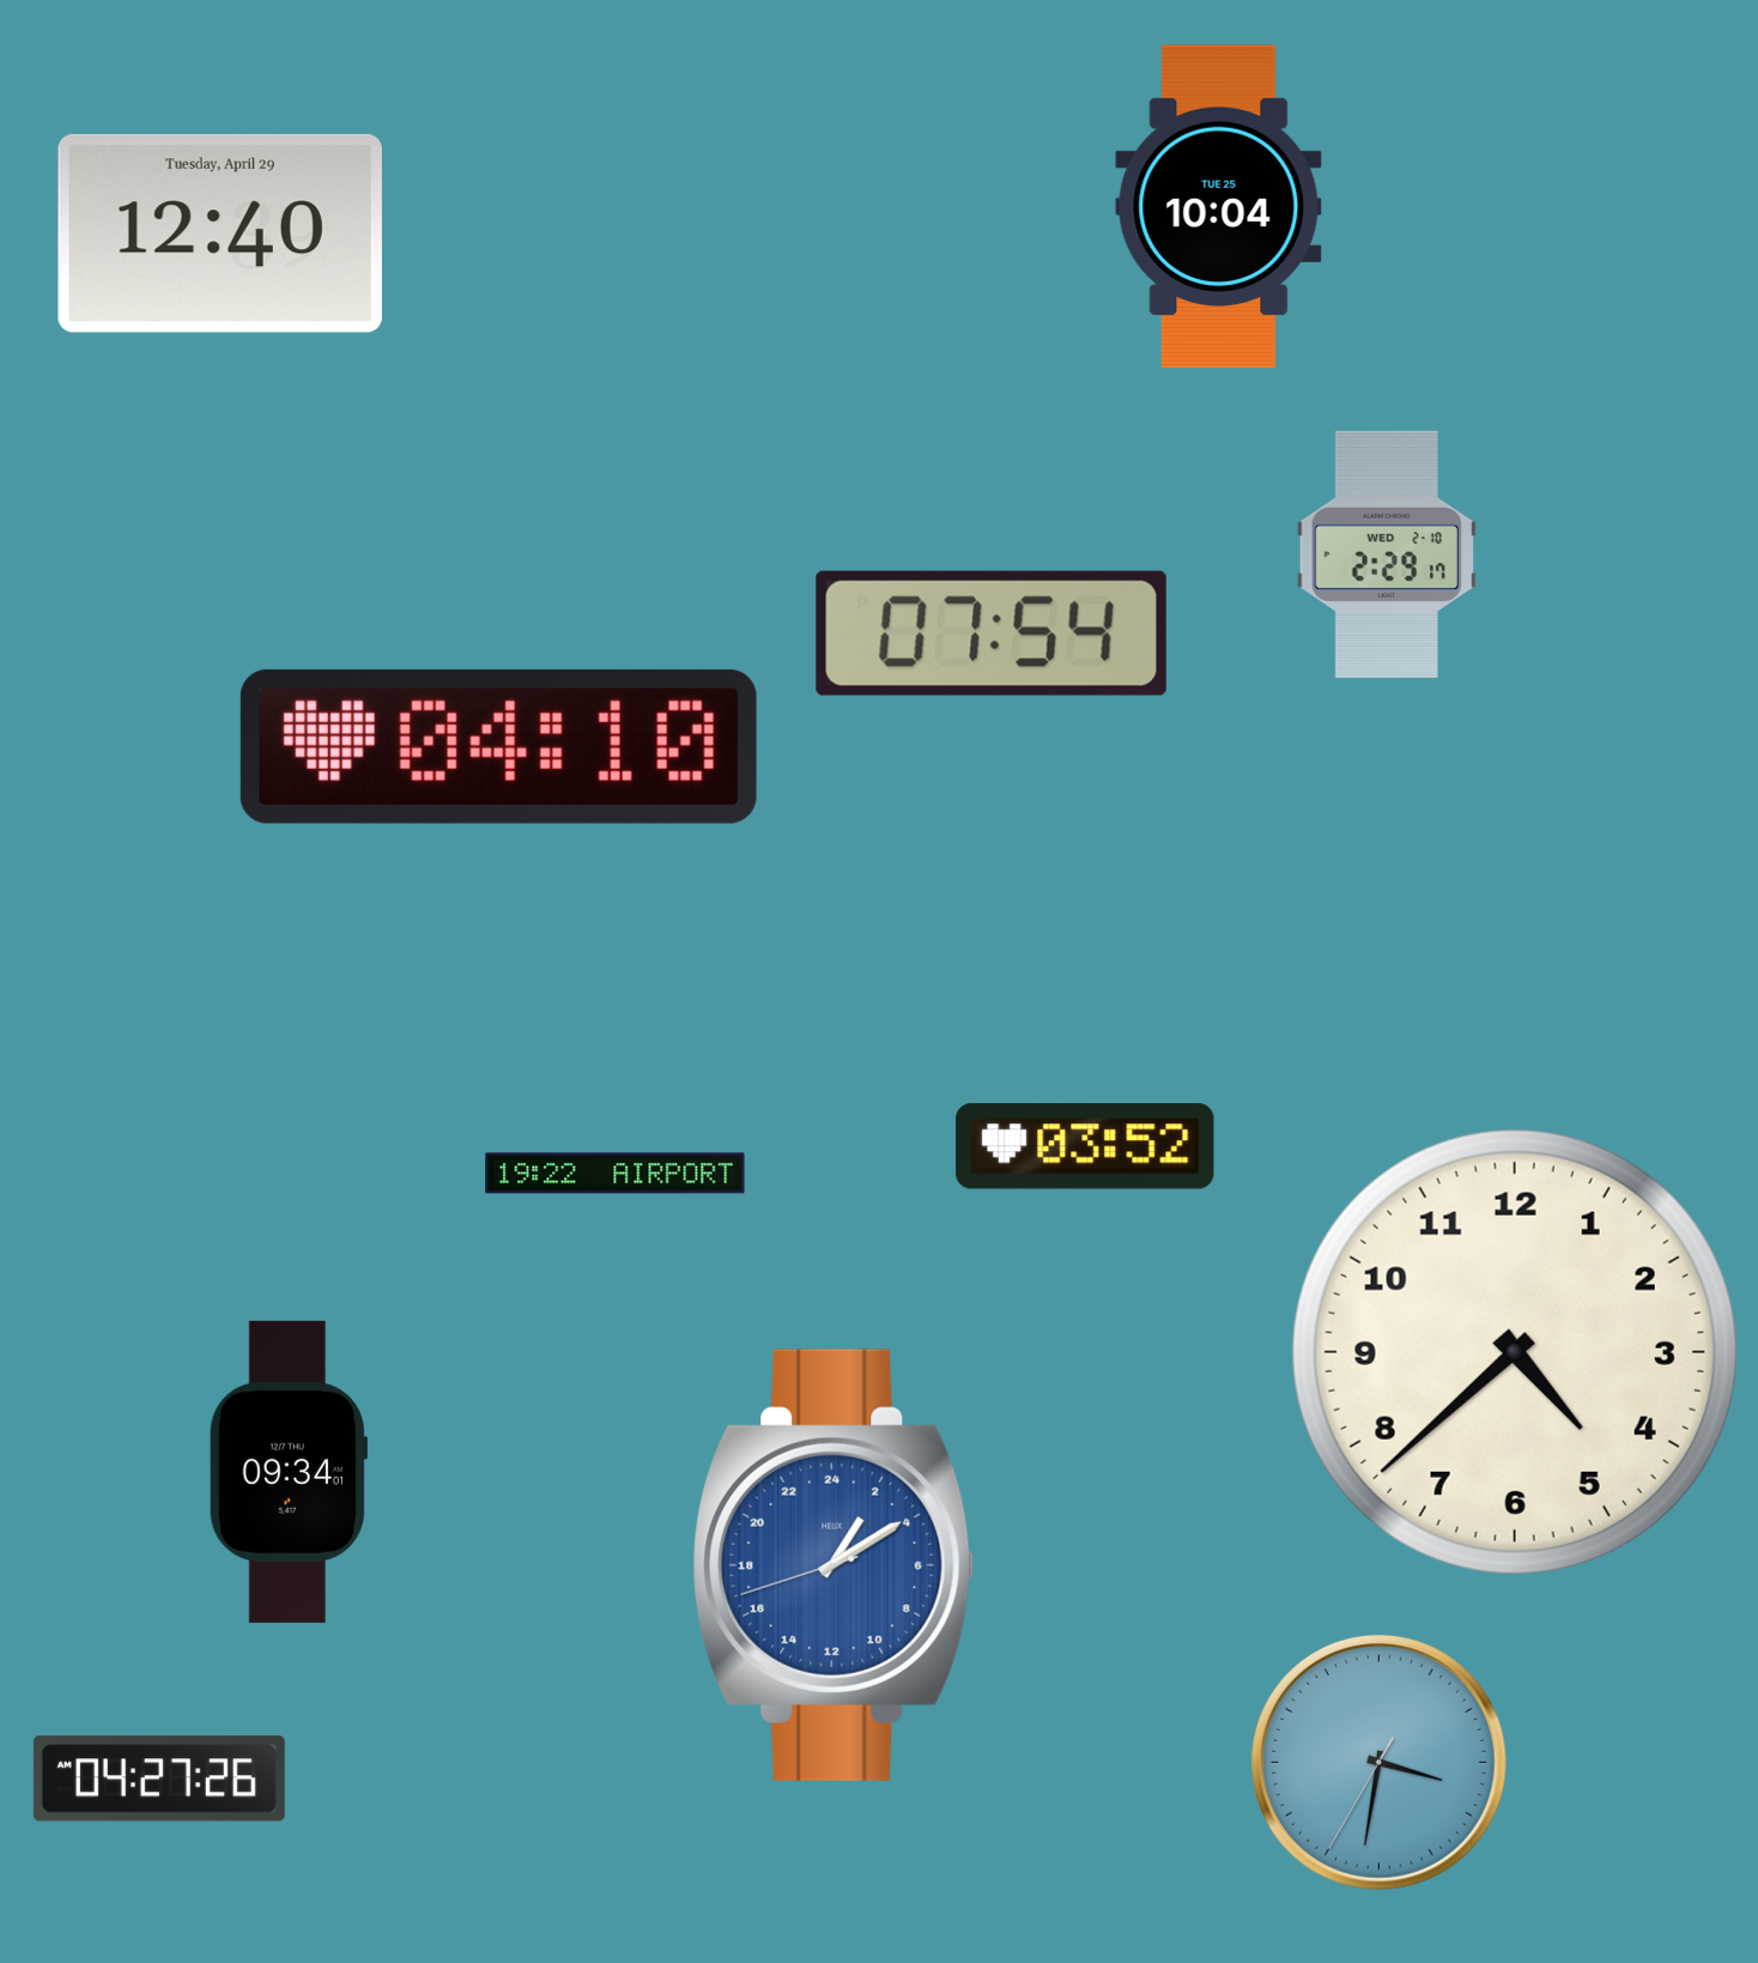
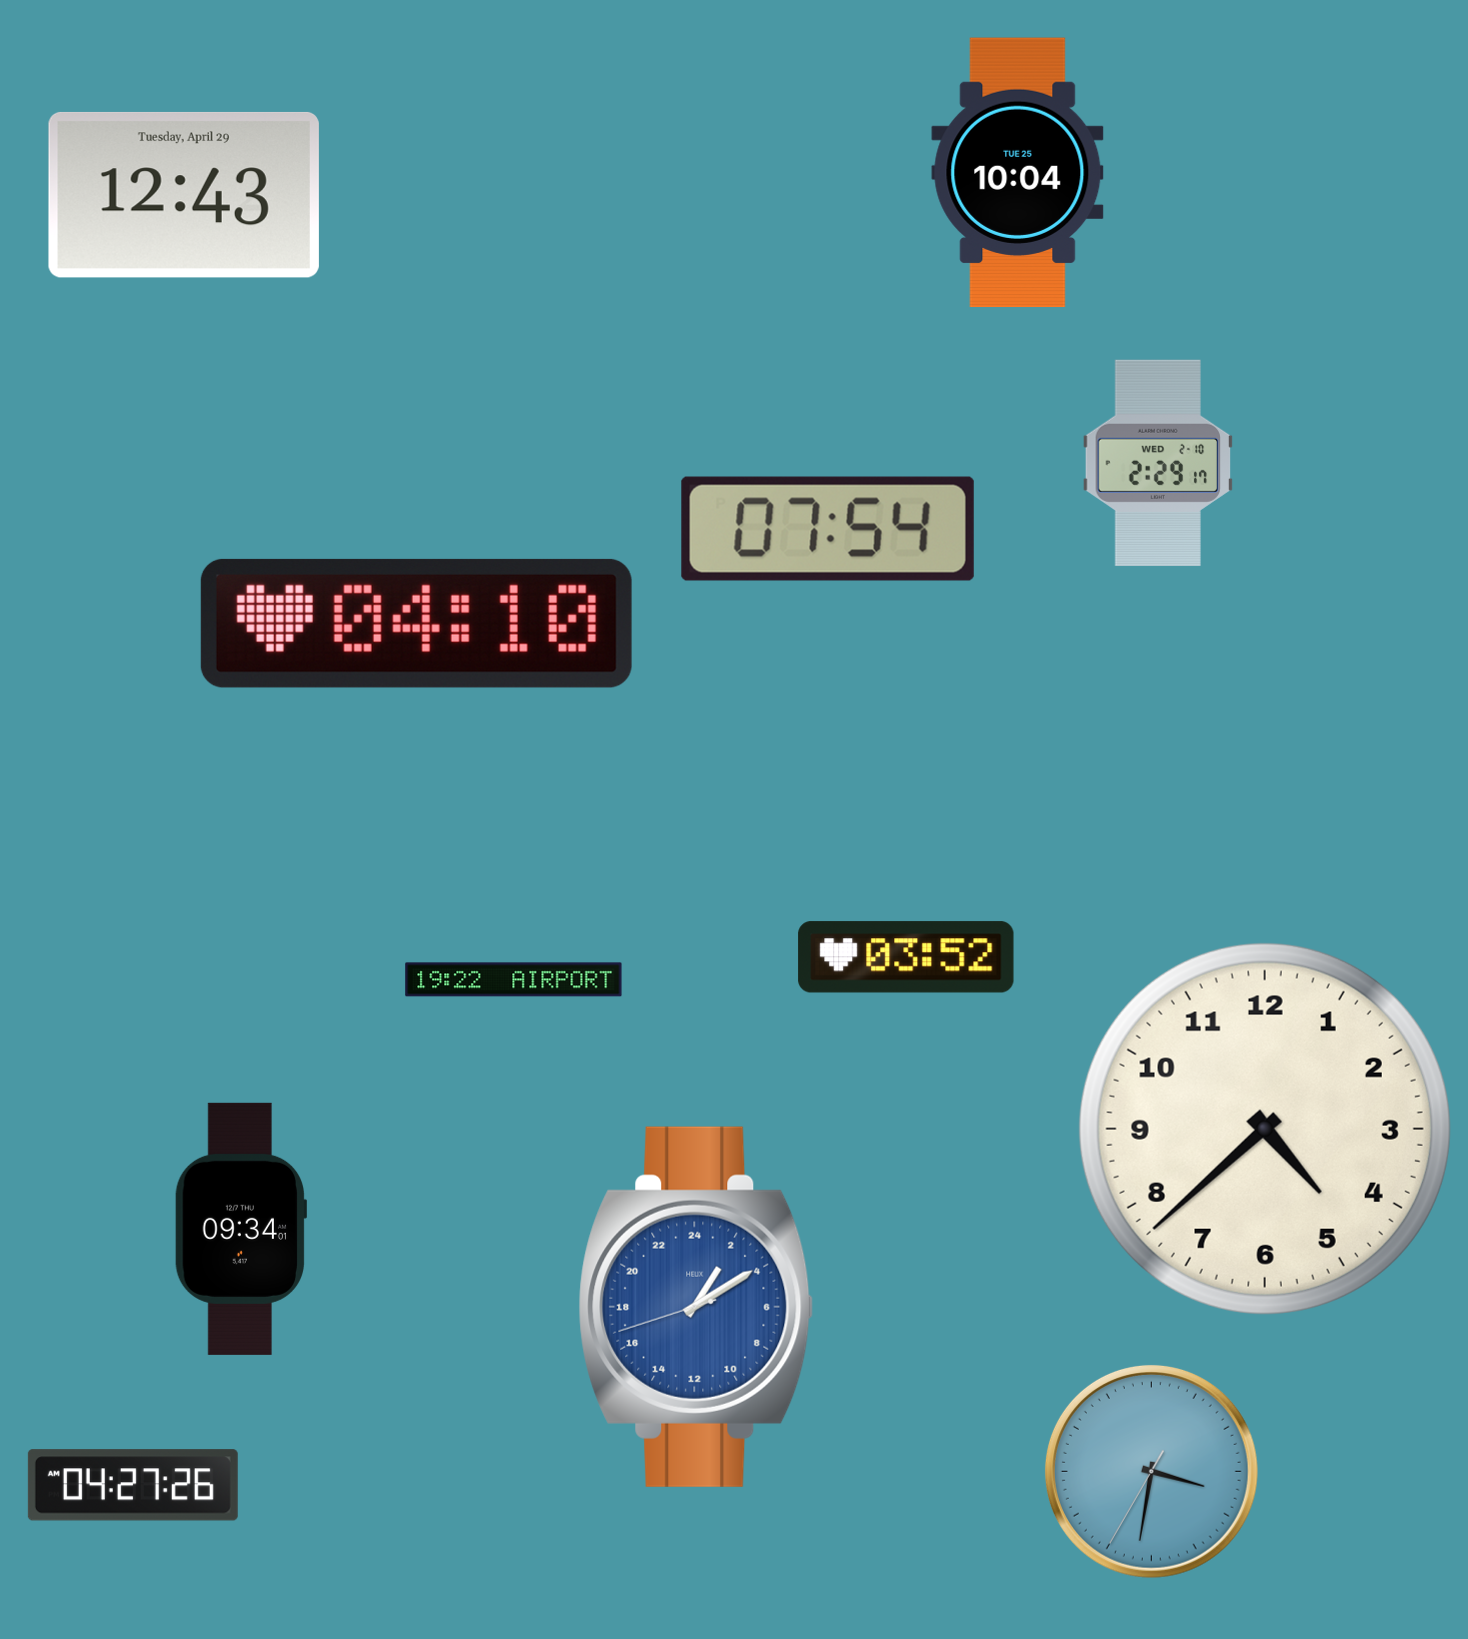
clock at (220, 234): 12:40 -> 12:43
